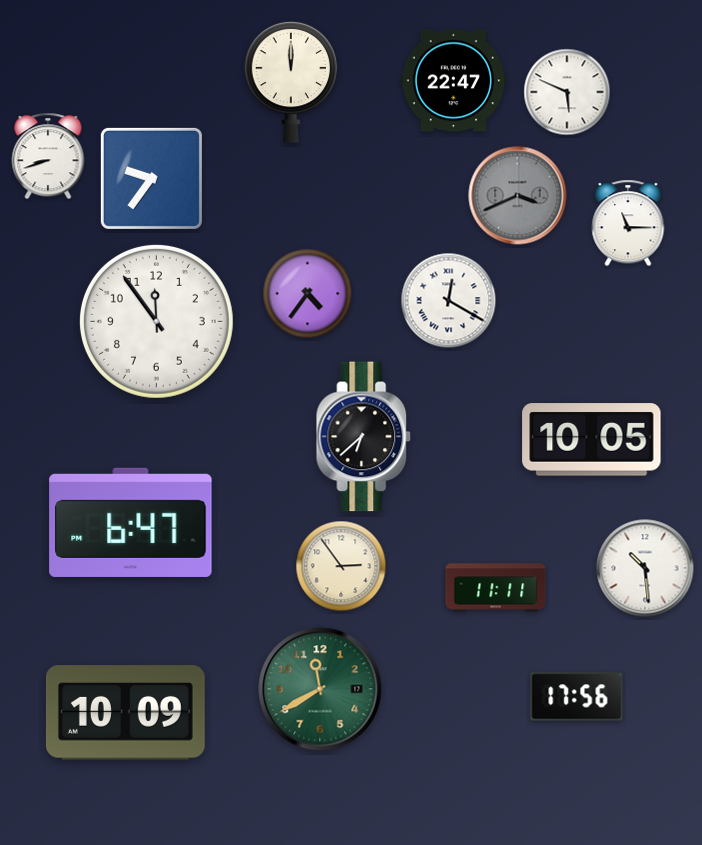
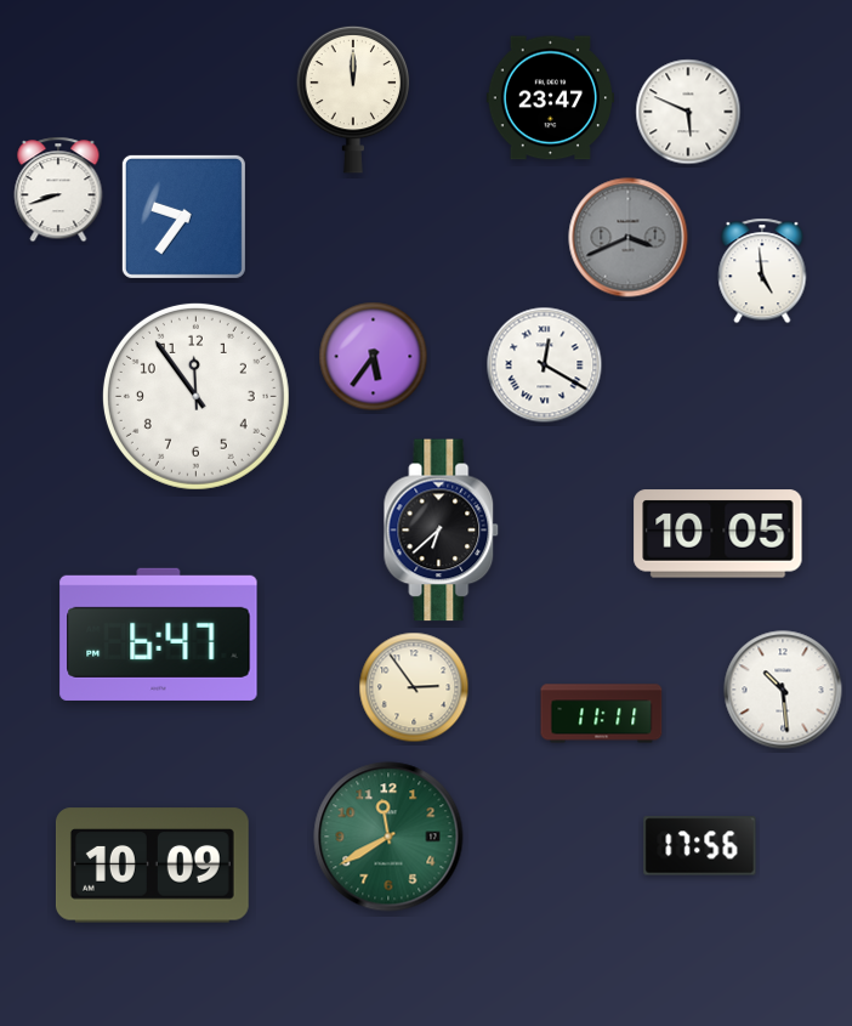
clock at (453, 81): 22:47 -> 23:47
clock at (628, 223): 11:15 -> 4:59
clock at (308, 294): 4:36 -> 5:36
clock at (156, 321) position: (156, 321) -> (195, 396)
